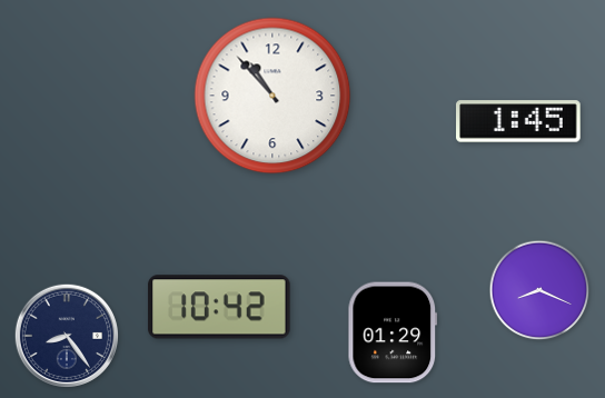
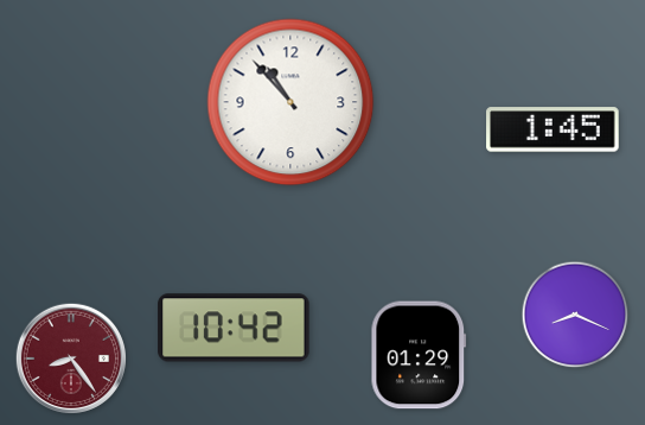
clock at (539, 290) position: (539, 290) -> (575, 315)
clock at (66, 335) dial: navy -> burgundy
